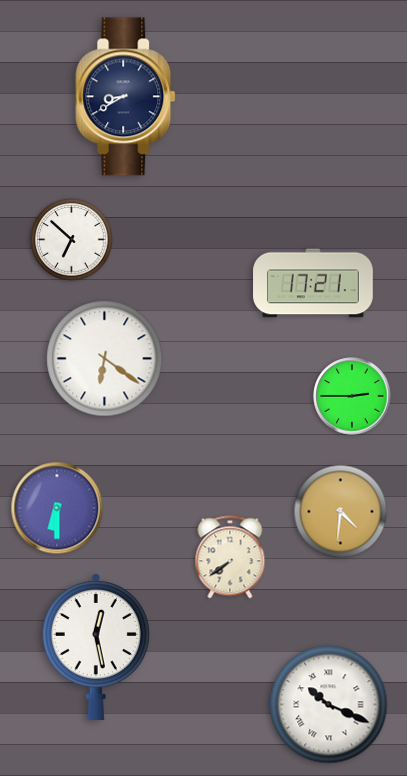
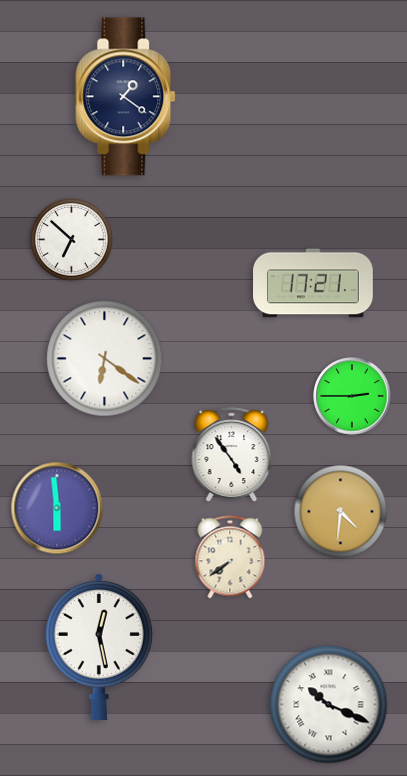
clock at (126, 97): 8:40 -> 1:21
clock at (232, 455): none -> 4:54
clock at (57, 508): 6:30 -> 5:59
clock at (96, 647) position: (96, 647) -> (99, 647)
